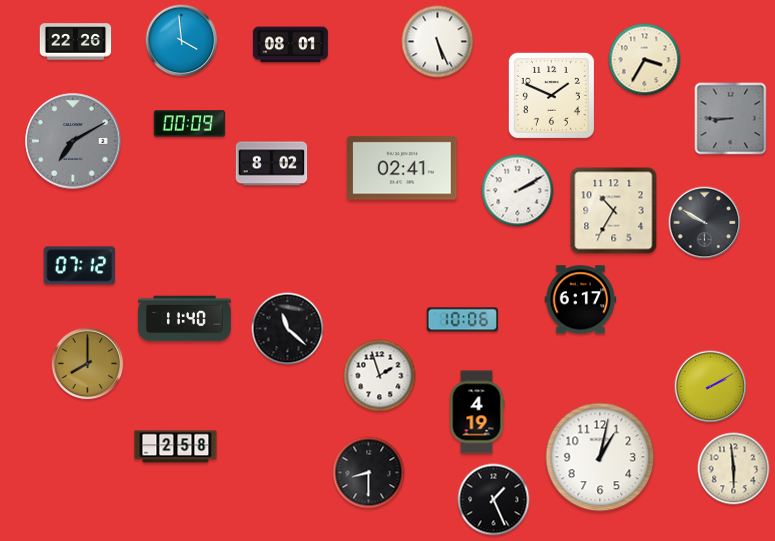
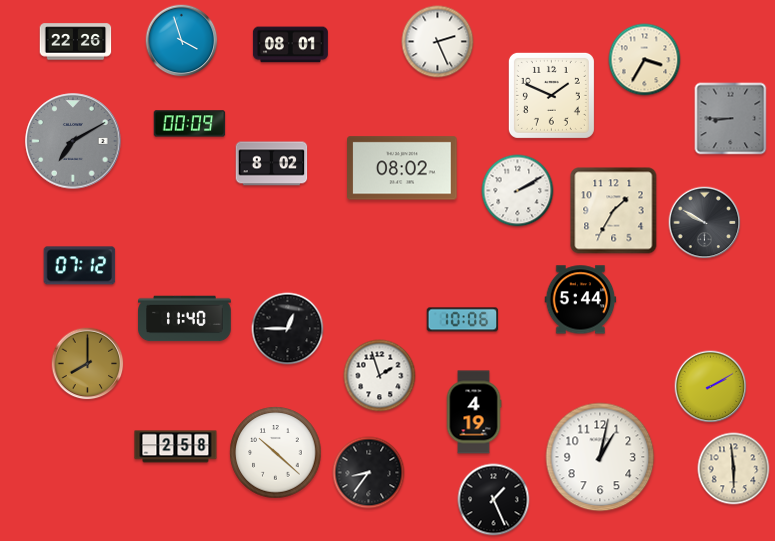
clock at (182, 41): 3:59 -> 3:57
clock at (438, 42): 5:26 -> 2:26
clock at (402, 168): 02:41 -> 08:02
clock at (614, 211): 10:35 -> 1:35
clock at (581, 300): 6:17 -> 5:44
clock at (288, 329): 11:22 -> 12:45
clock at (477, 412) position: (477, 412) -> (474, 412)
clock at (276, 453): none -> 10:22
clock at (369, 473): 8:30 -> 8:36
